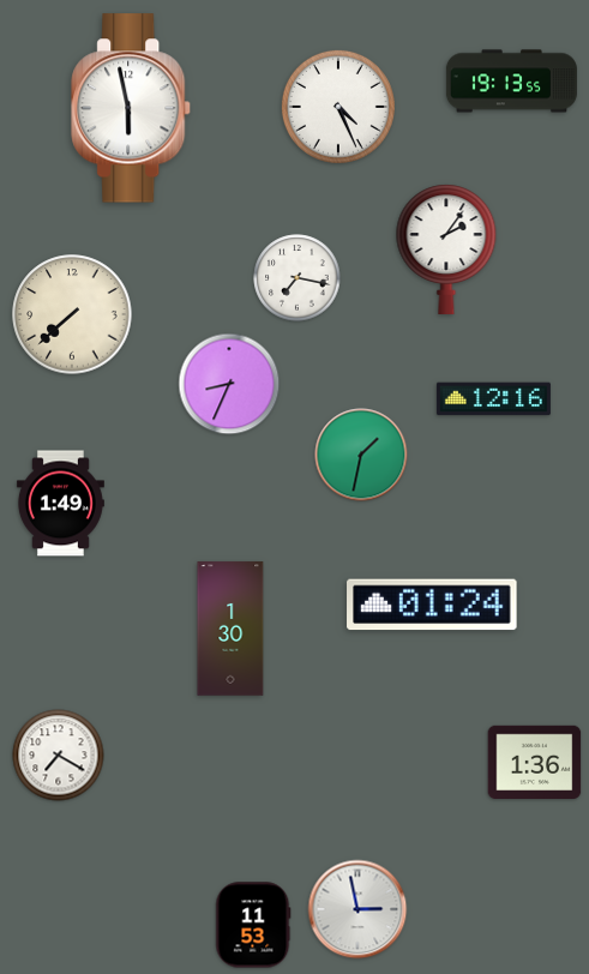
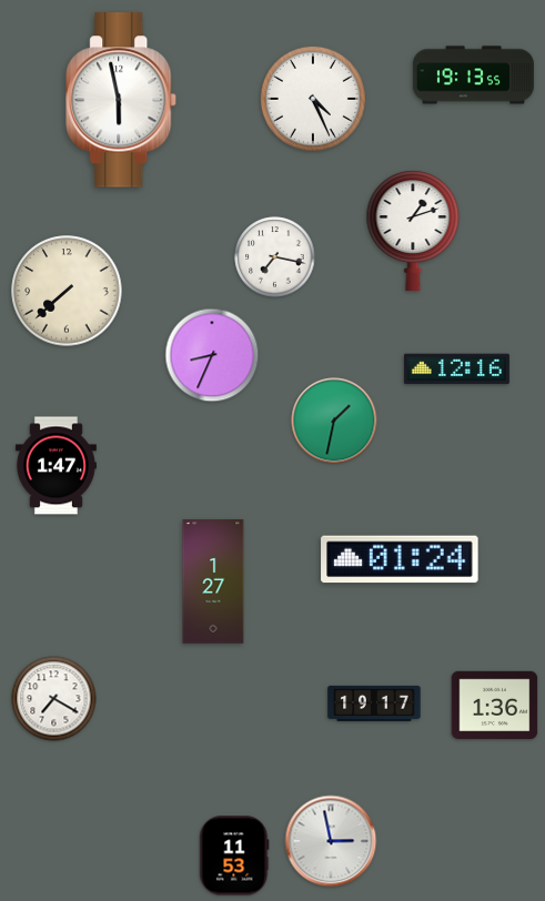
clock at (446, 249): 2:06 -> 1:12
clock at (60, 504): 1:49 -> 1:47
clock at (230, 629): 1:30 -> 1:27
clock at (374, 703): none -> 19:17
